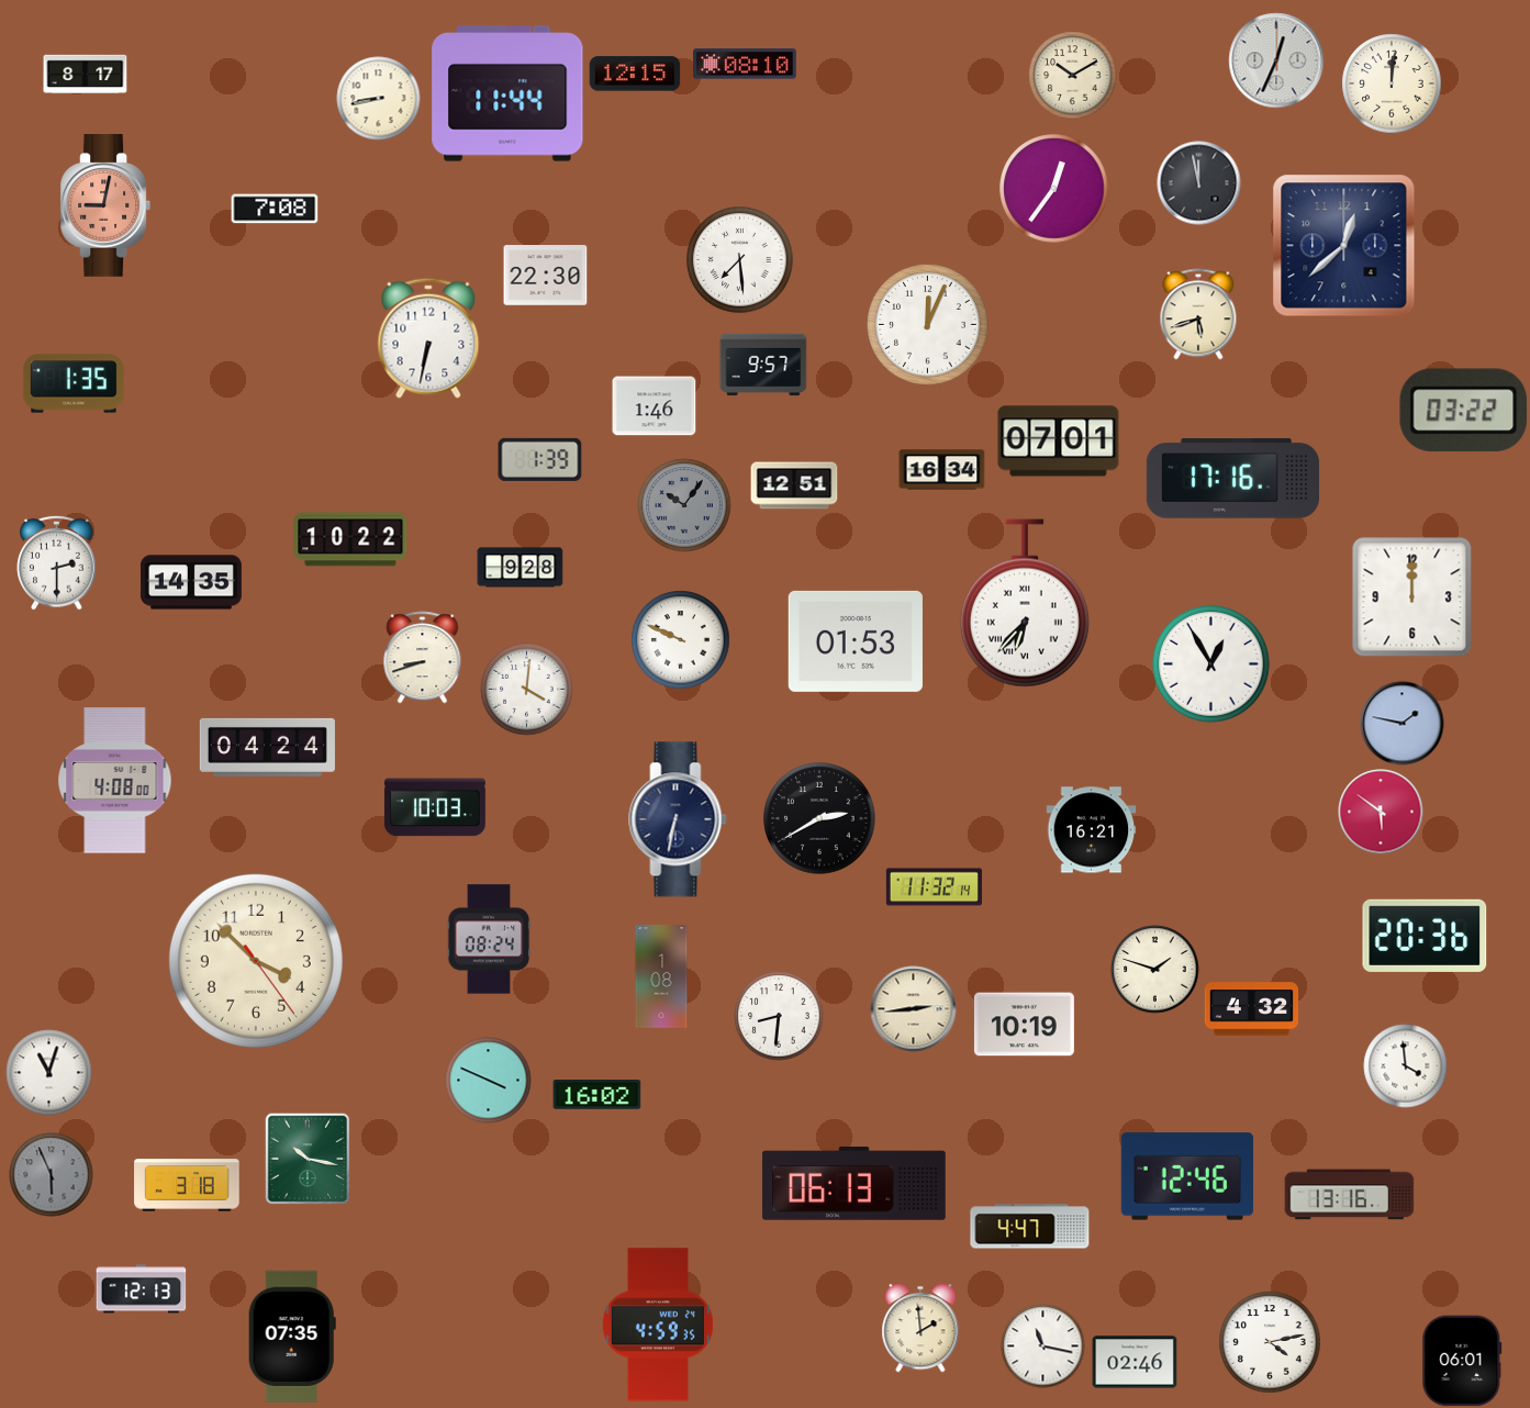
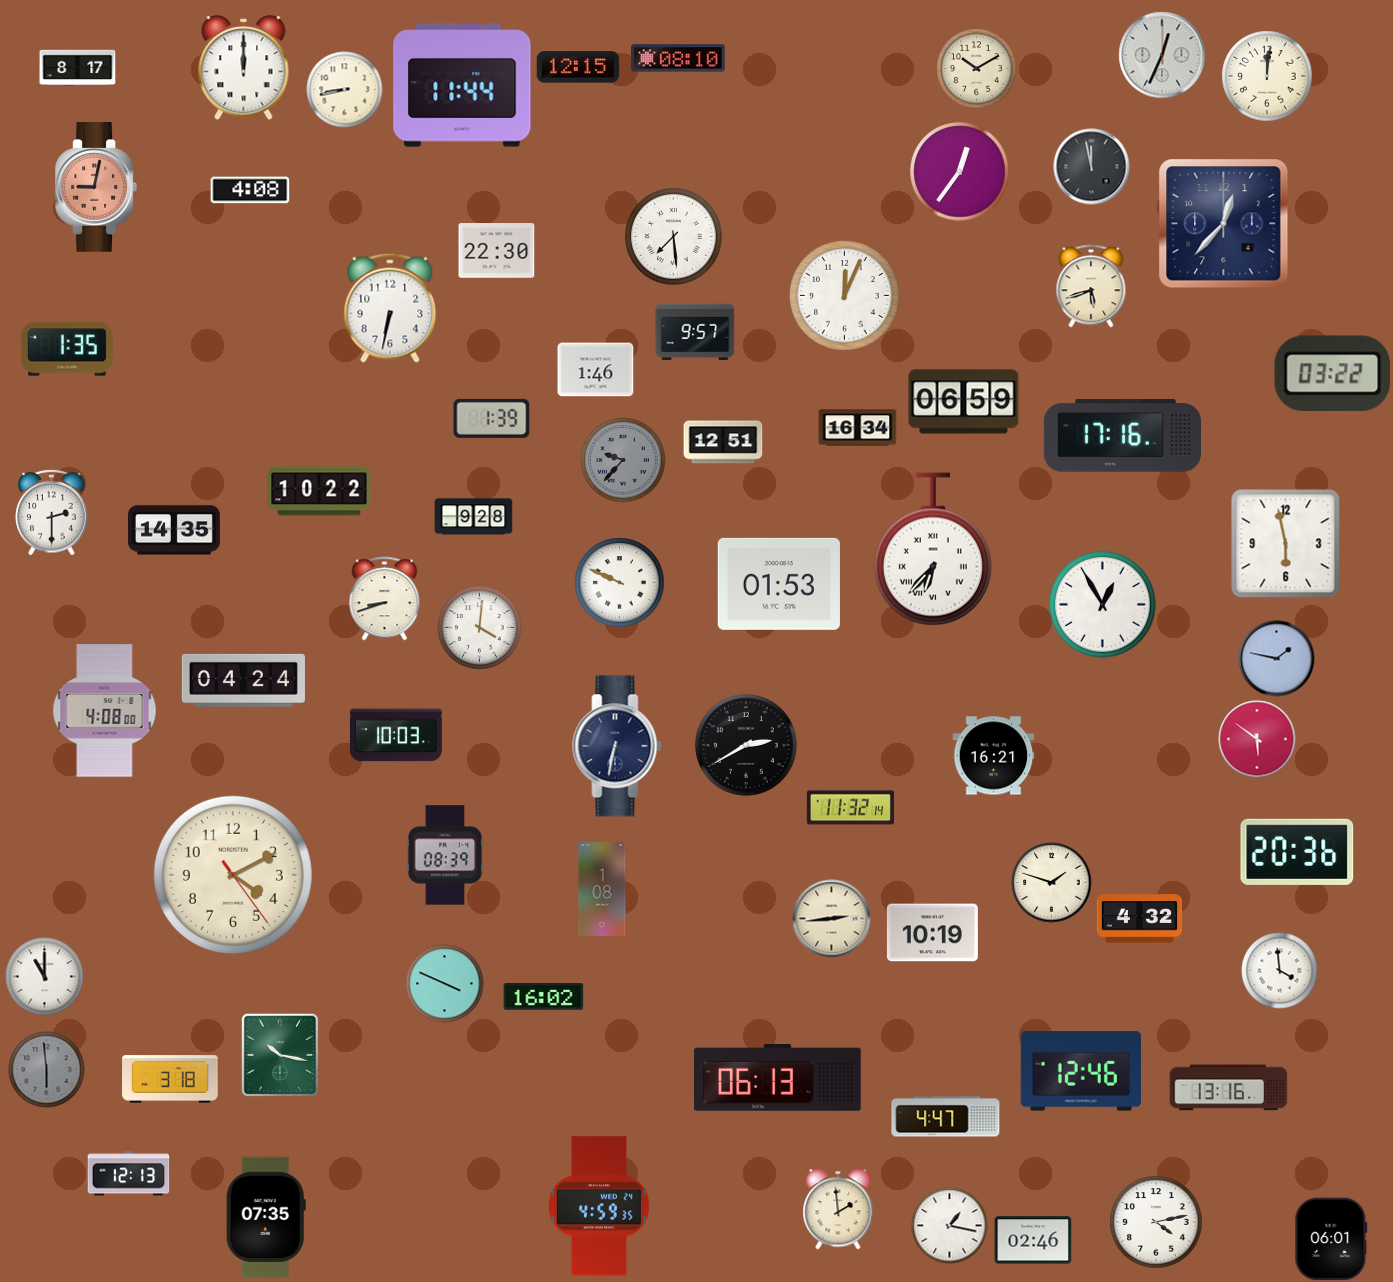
clock at (244, 68): none -> 12:00
clock at (275, 209): 7:08 -> 4:08
clock at (1344, 246): 12:38 -> 12:37
clock at (1059, 442): 07:01 -> 06:59
clock at (684, 505): 10:06 -> 9:37
clock at (1412, 597): 12:00 -> 5:58
clock at (489, 939): 08:24 -> 08:39
clock at (256, 961): 3:52 -> 4:10
clock at (779, 1016): 8:31 -> none
clock at (49, 1073): 11:03 -> 11:00
clock at (52, 1175): 5:56 -> 5:59
clock at (1030, 1227) position: (1030, 1227) -> (946, 1117)
clock at (1043, 1346): 11:17 -> 1:17
